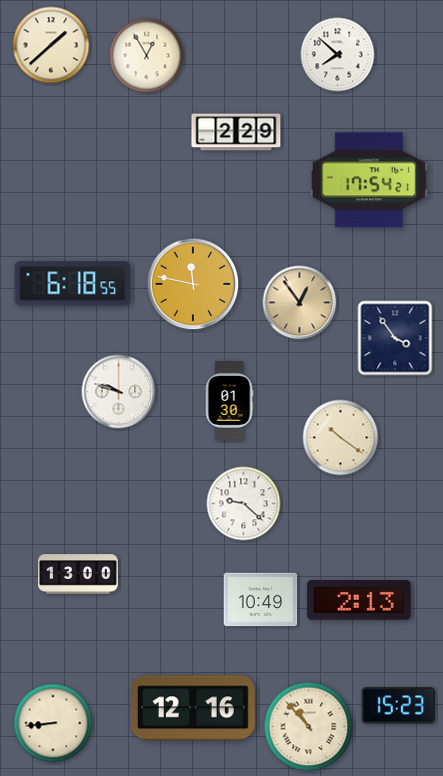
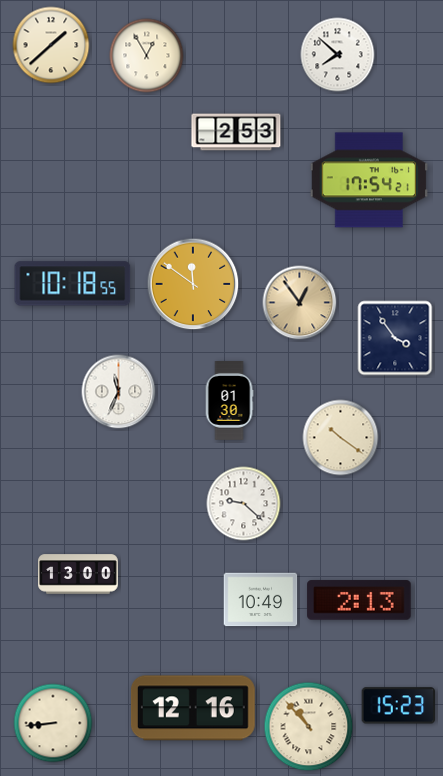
clock at (236, 132): 2:29 -> 2:53
clock at (73, 284): 6:18 -> 10:18
clock at (193, 284): 11:47 -> 11:51
clock at (119, 392): 9:48 -> 11:34
